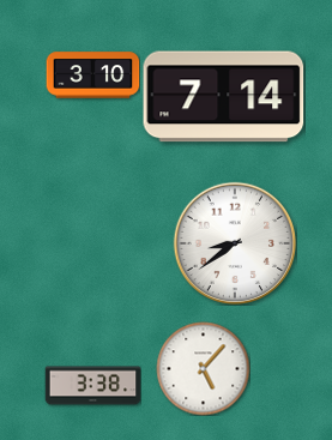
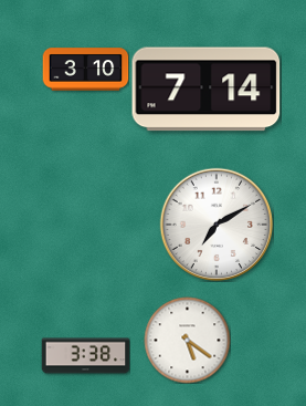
clock at (234, 242): 8:39 -> 7:10
clock at (203, 368): 5:07 -> 5:21
